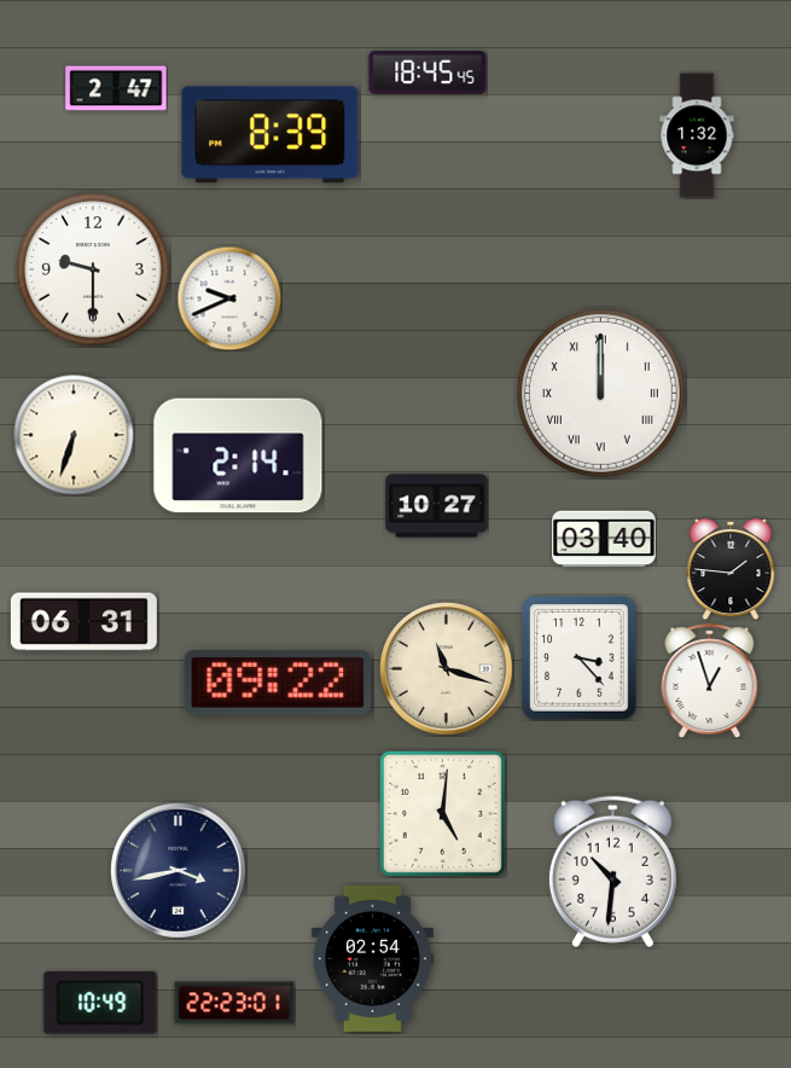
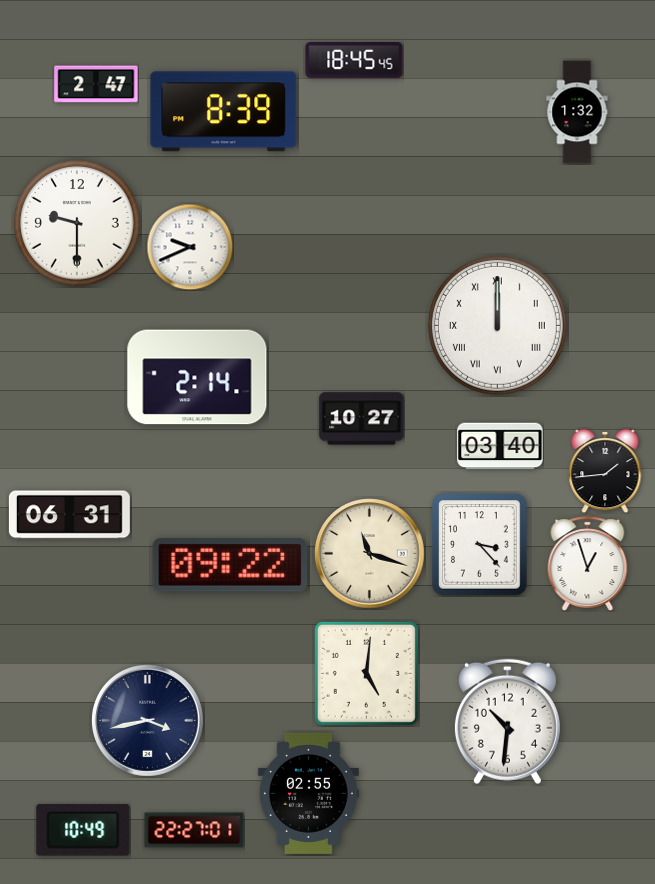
clock at (116, 88) position: (116, 88) -> (96, 84)
clock at (74, 435): 6:33 -> none
clock at (731, 569): 1:46 -> 1:44
clock at (372, 958): 02:54 -> 02:55
clock at (234, 1003): 22:23 -> 22:27
